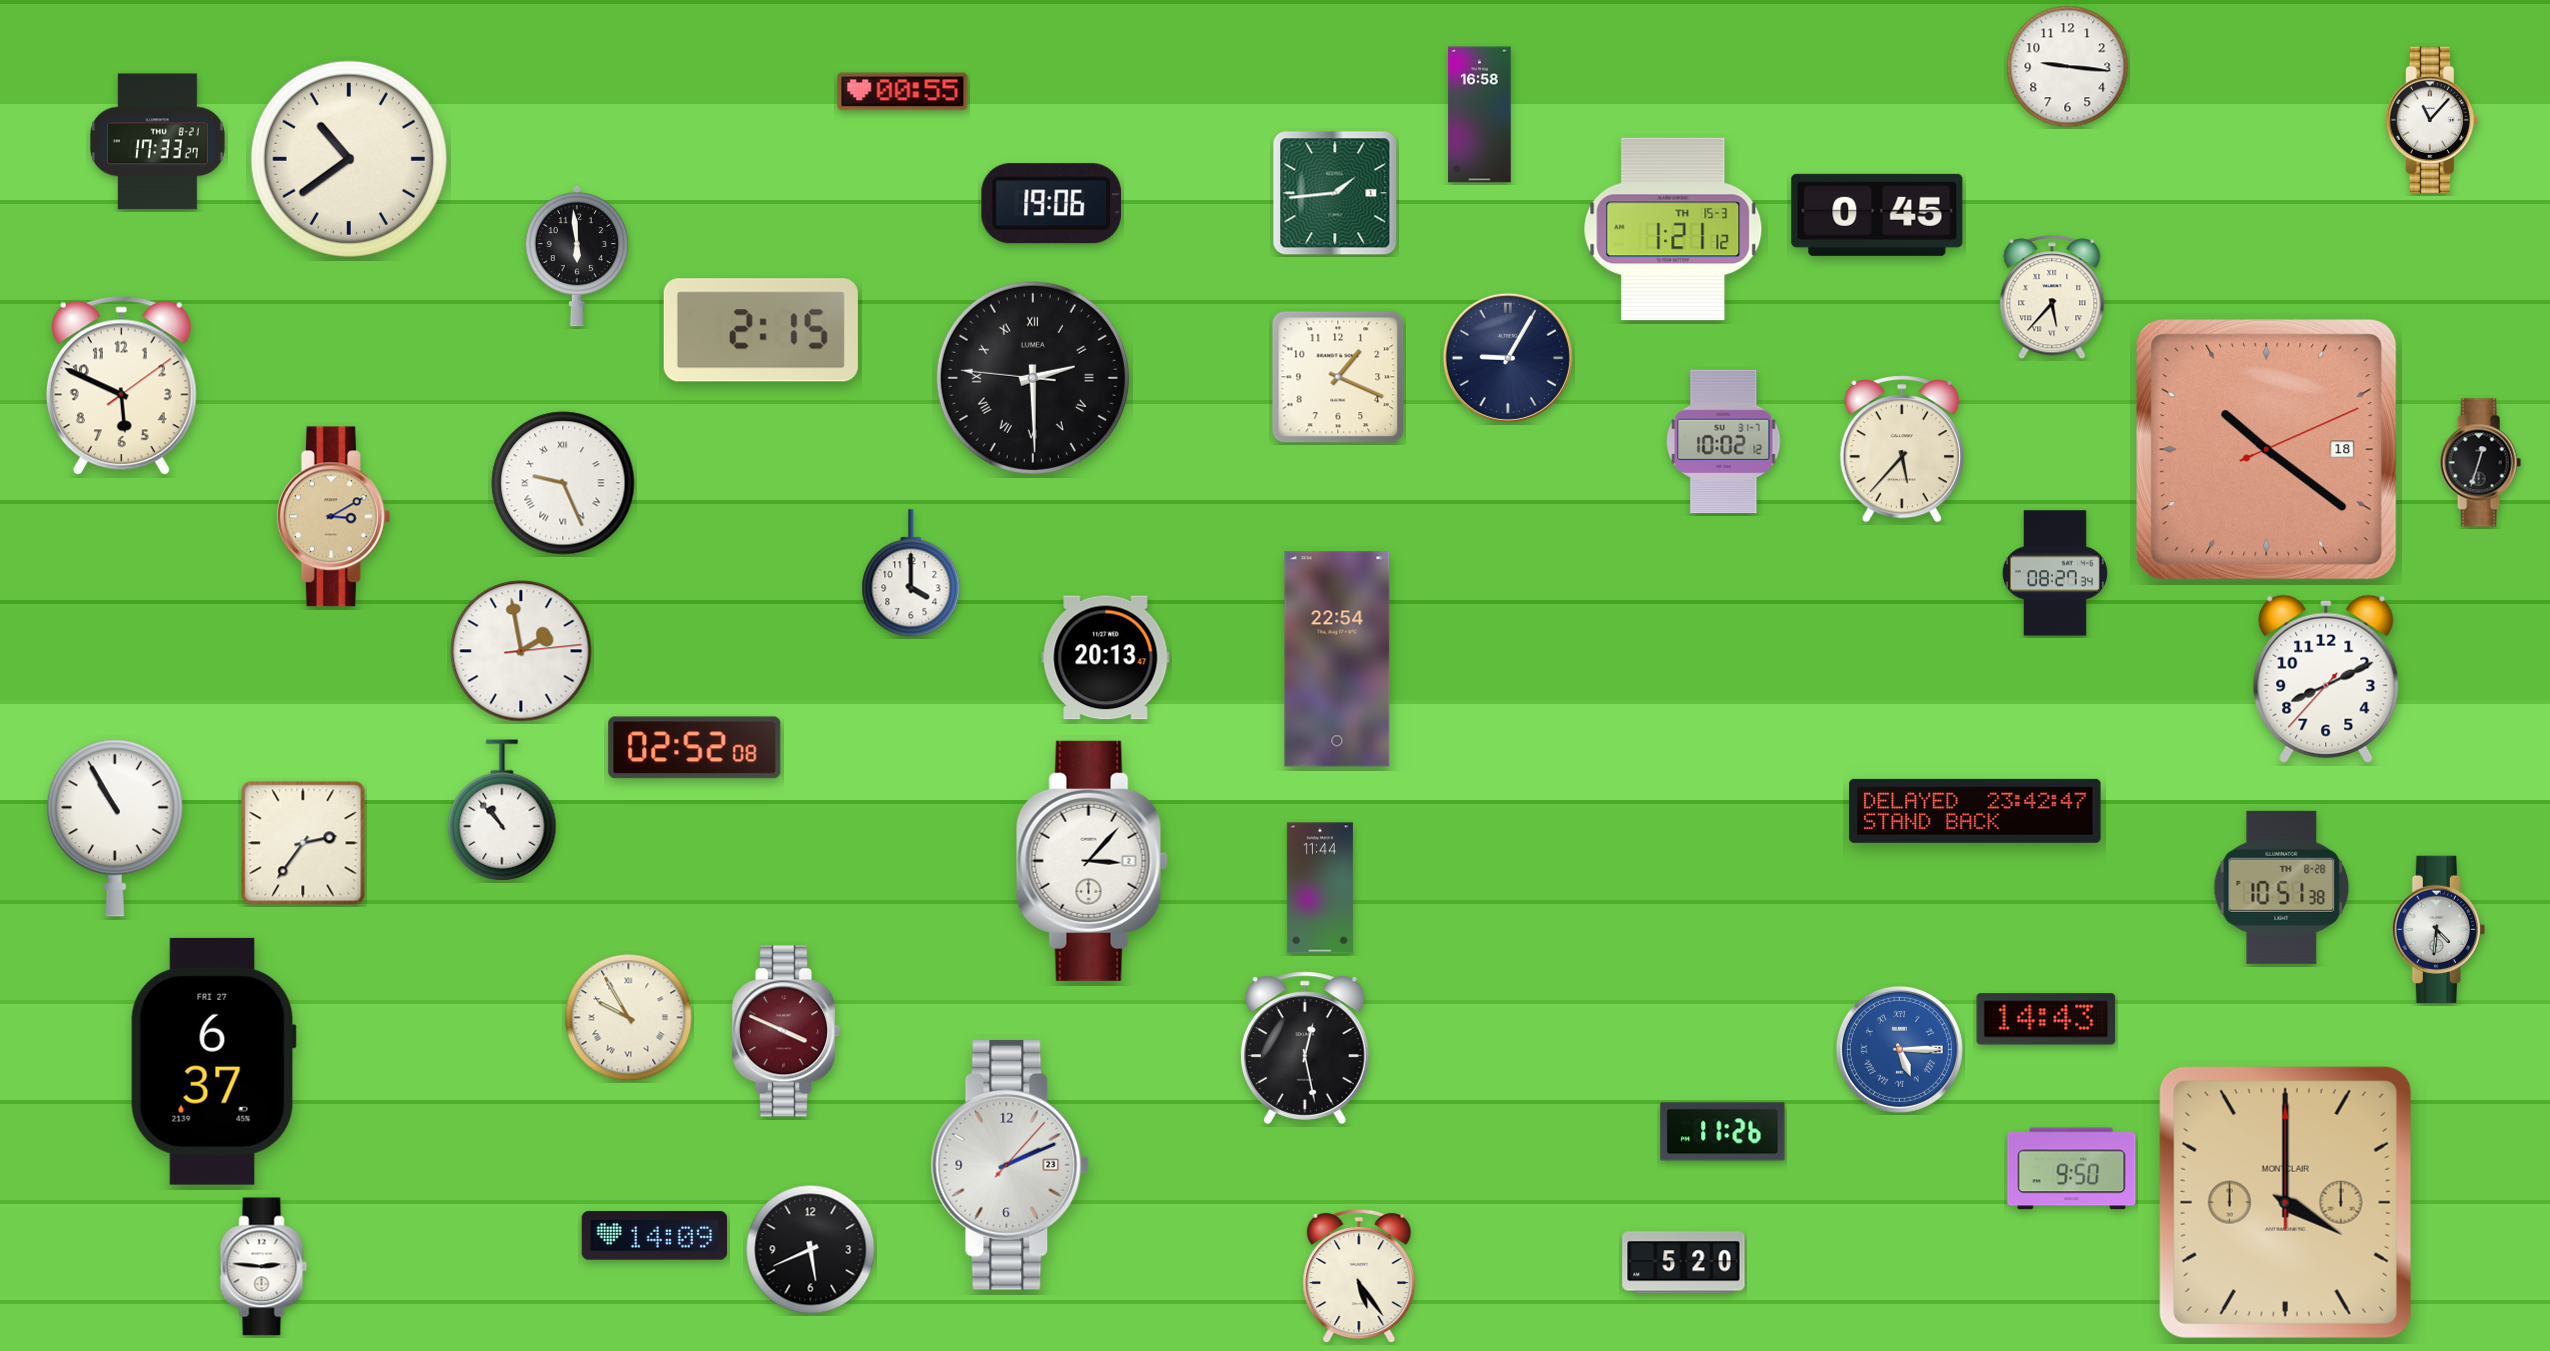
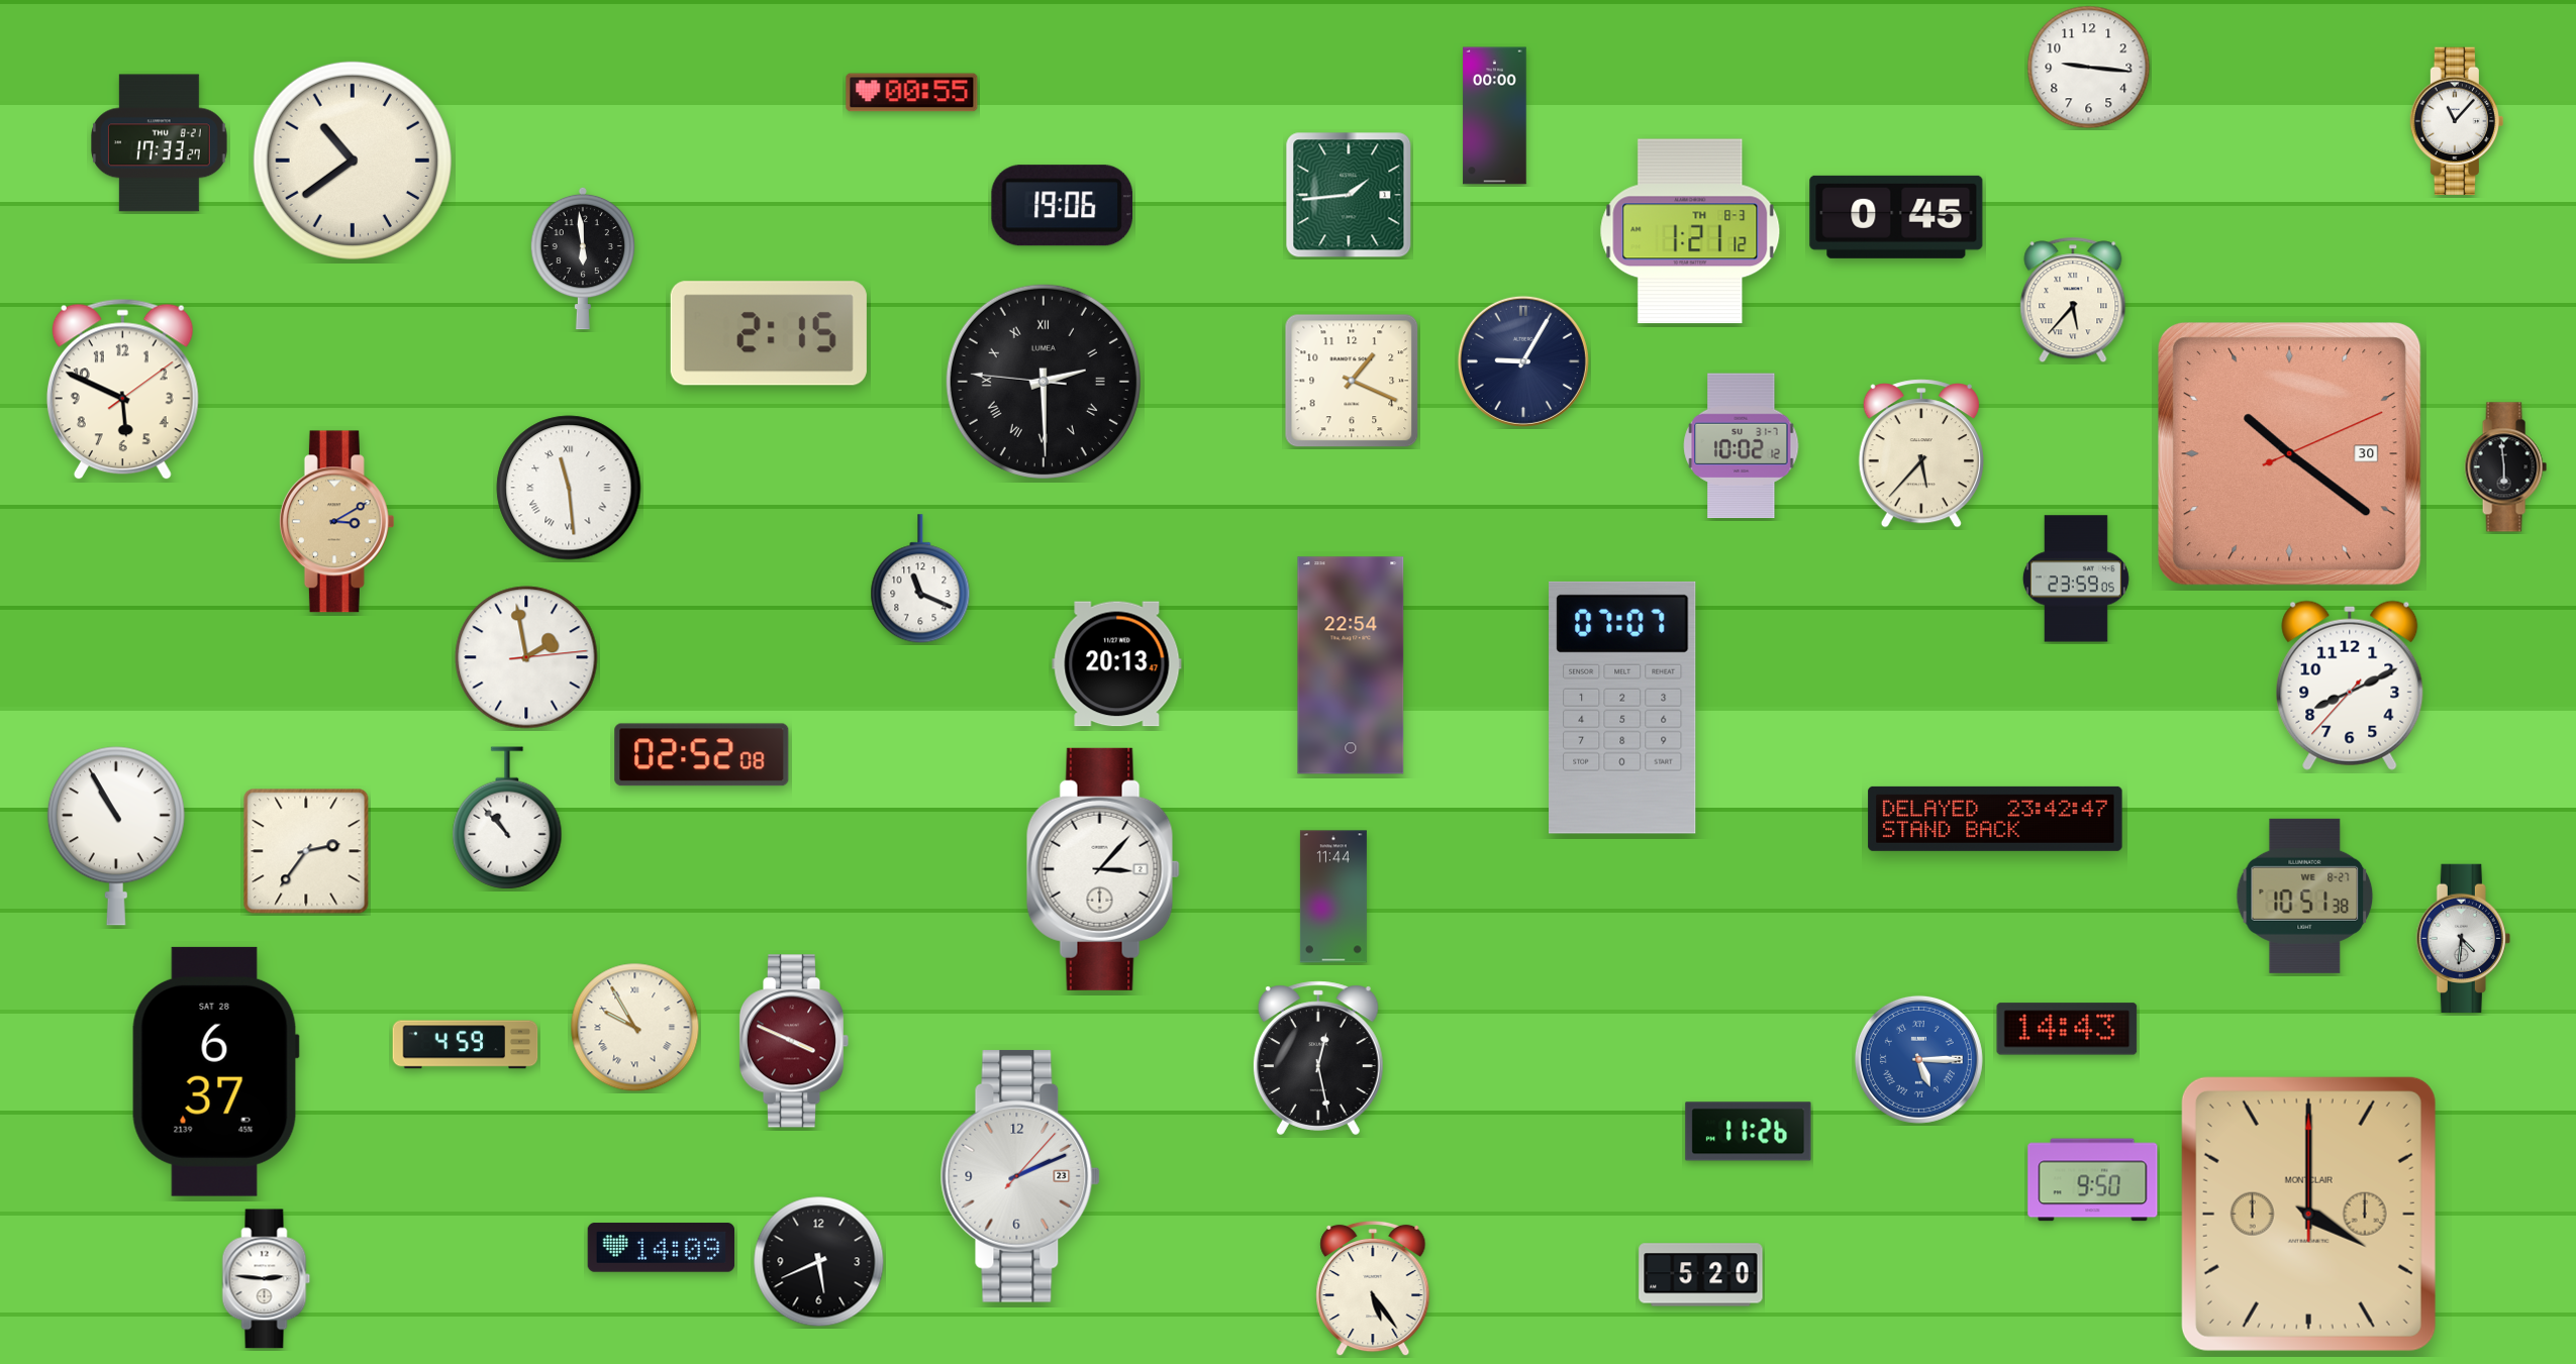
clock at (1480, 115): 16:58 -> 00:00
clock at (1673, 229) date: TH 15-3 -> TH 8-3
clock at (2267, 450) date: 18 -> 30
clock at (2480, 463): 12:33 -> 5:59
clock at (563, 483): 9:26 -> 11:29
clock at (2055, 573): 08:27 -> 23:59
clock at (911, 574): 4:00 -> 11:19
clock at (1622, 708): none -> 07:07
clock at (2282, 887) date: TH 8-28 -> WE 8-27
clock at (466, 1045): none -> 4:59
clock at (213, 1061) date: FRI 27 -> SAT 28
clock at (1723, 1132) position: (1723, 1132) -> (1749, 1132)
